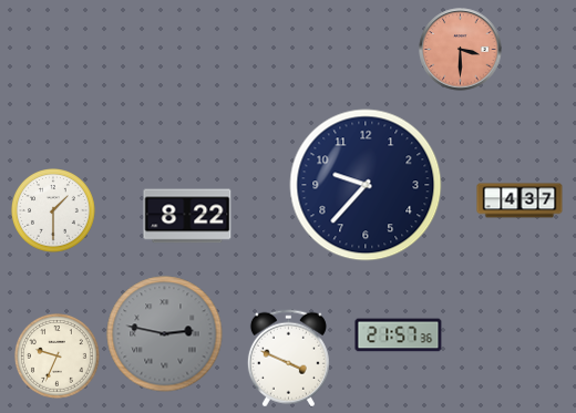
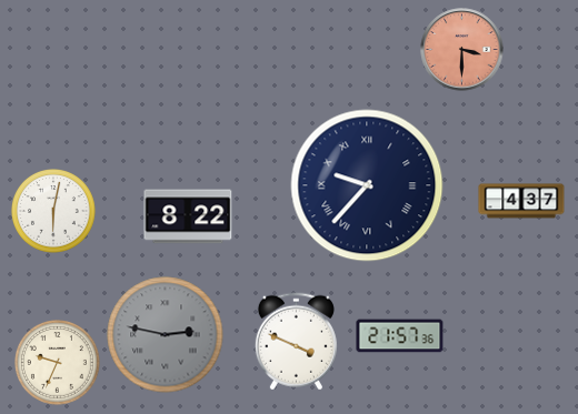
clock at (366, 185) numerals: Arabic -> Roman
clock at (54, 211): 1:30 -> 6:02
clock at (58, 357) position: (58, 357) -> (58, 363)
clock at (288, 359) position: (288, 359) -> (296, 342)
